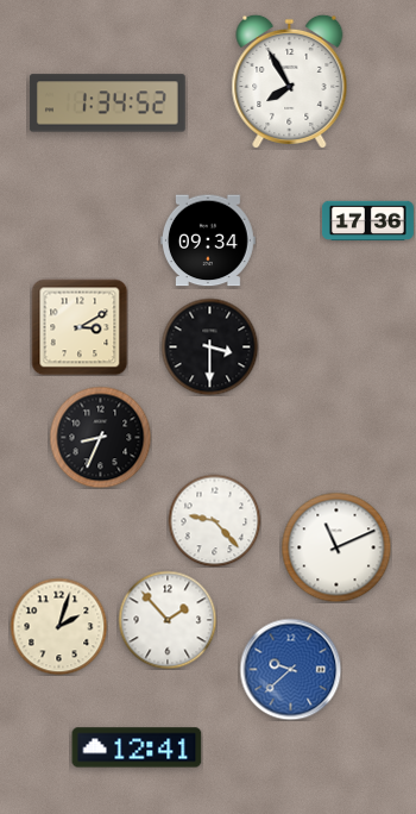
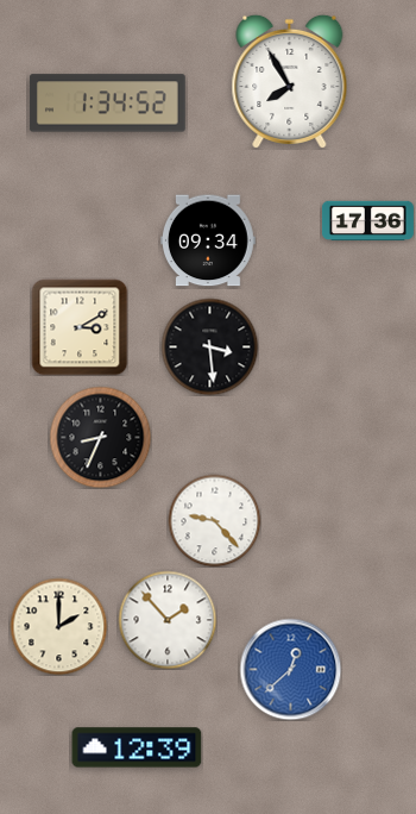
clock at (209, 346): 3:30 -> 3:29
clock at (336, 547): 11:11 -> none
clock at (58, 626): 2:03 -> 2:00
clock at (290, 669): 9:38 -> 12:38
clock at (137, 747): 12:41 -> 12:39
